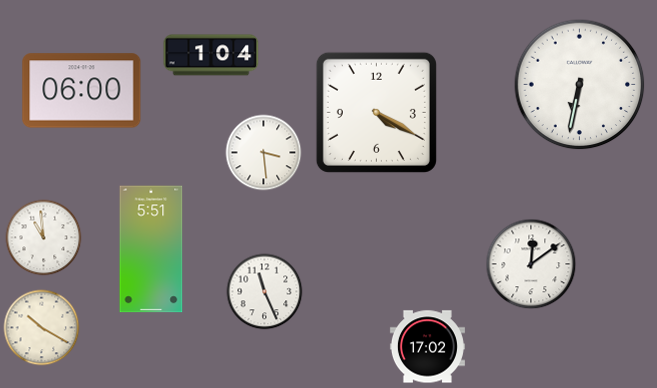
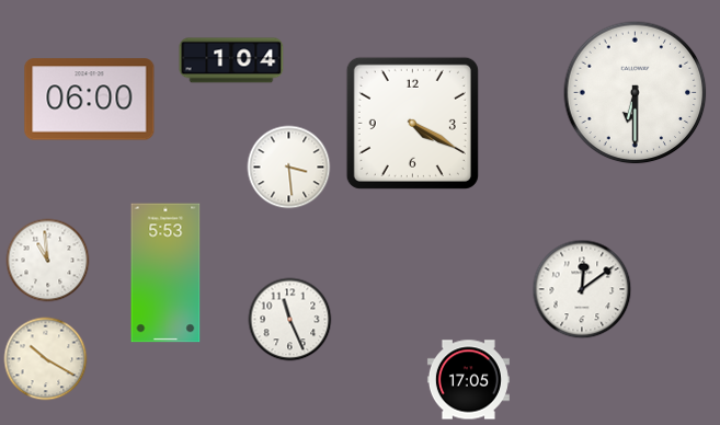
clock at (580, 85): 6:32 -> 6:30
clock at (151, 249): 5:51 -> 5:53
clock at (427, 347): 17:02 -> 17:05
